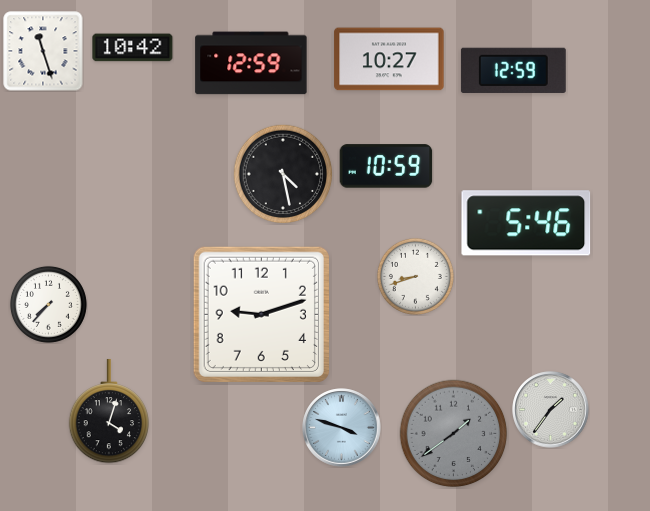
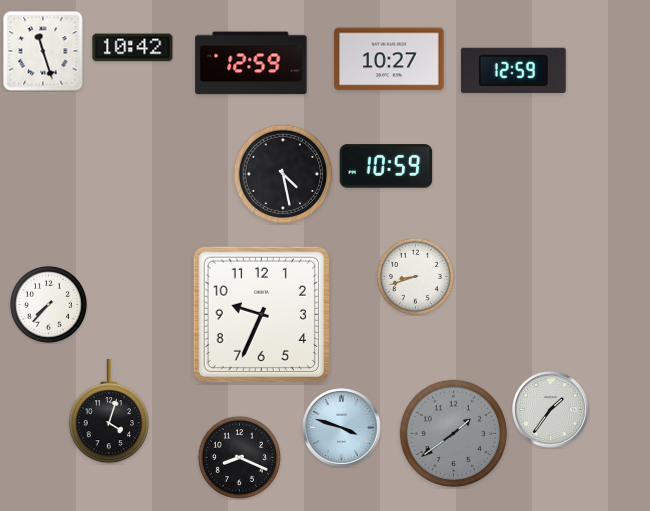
clock at (526, 223): 5:46 -> none
clock at (261, 314): 9:12 -> 9:34
clock at (239, 457): none -> 8:19
